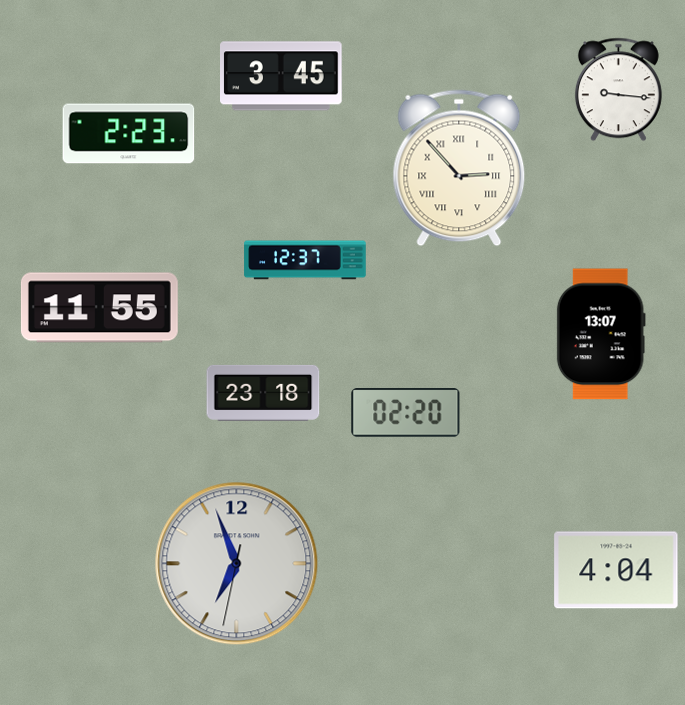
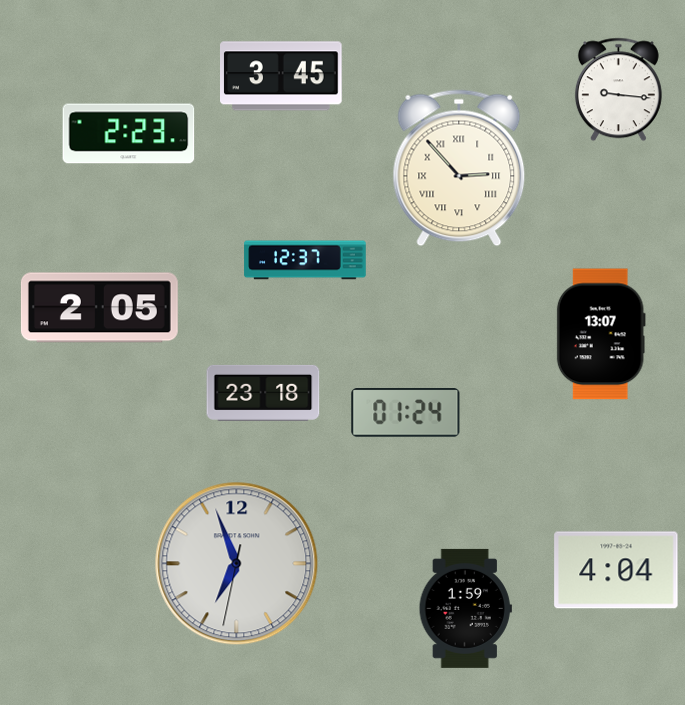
clock at (99, 308): 11:55 -> 2:05
clock at (406, 413): 02:20 -> 01:24
clock at (465, 608): none -> 1:59
